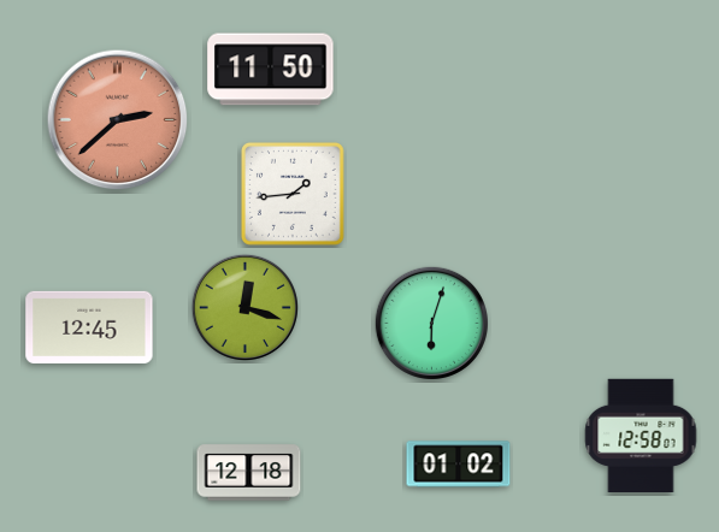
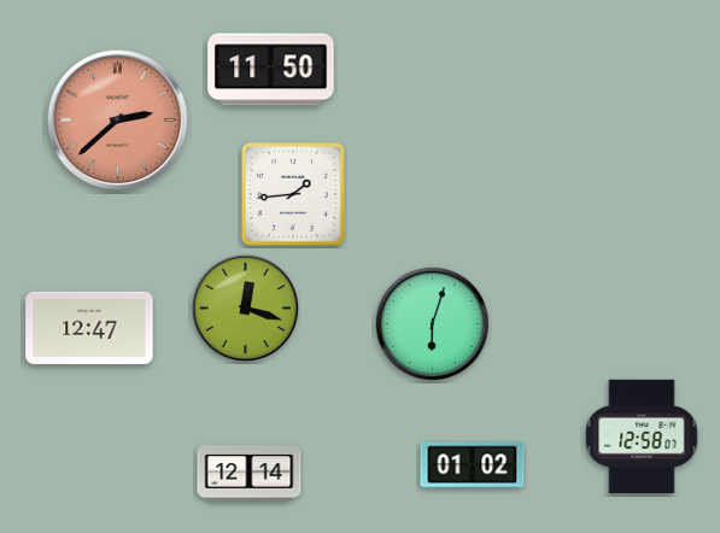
clock at (89, 327): 12:45 -> 12:47
clock at (459, 465) position: (459, 465) -> (473, 465)
clock at (249, 473): 12:18 -> 12:14
